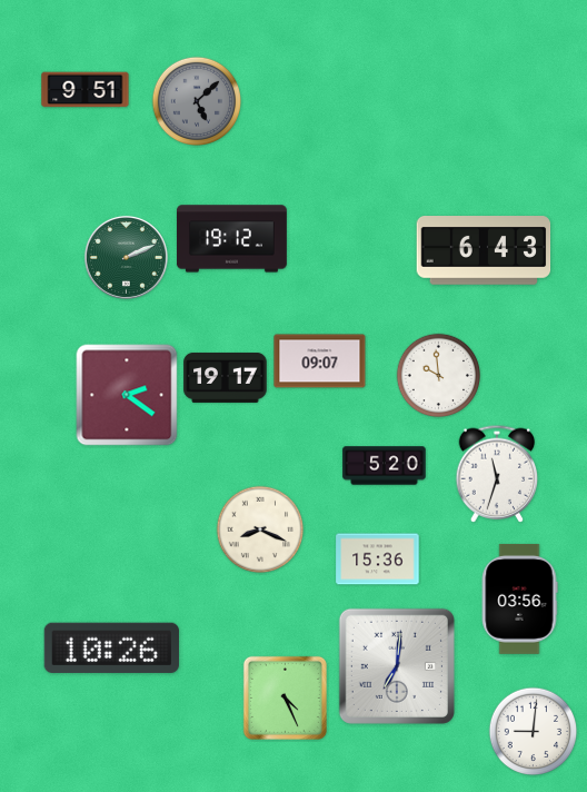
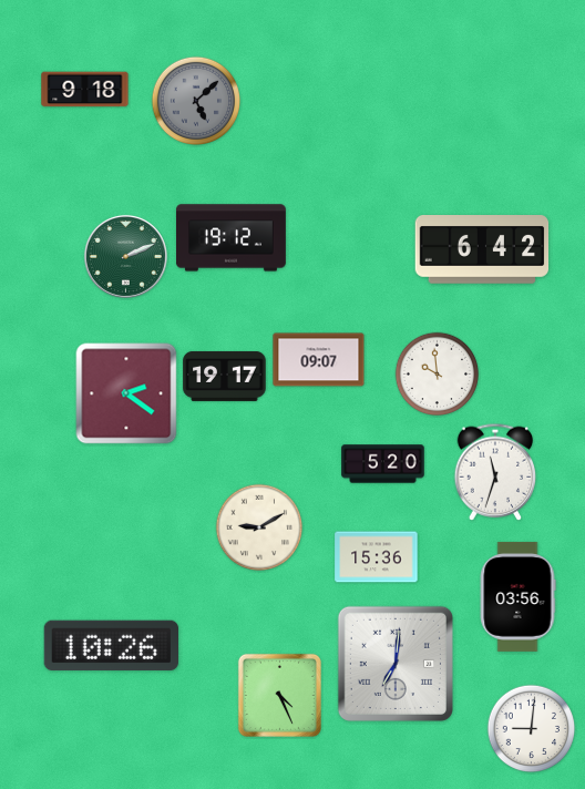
clock at (86, 90): 9:51 -> 9:18
clock at (484, 251): 6:43 -> 6:42
clock at (260, 529): 8:19 -> 9:10
clock at (285, 697) position: (285, 697) -> (279, 695)
